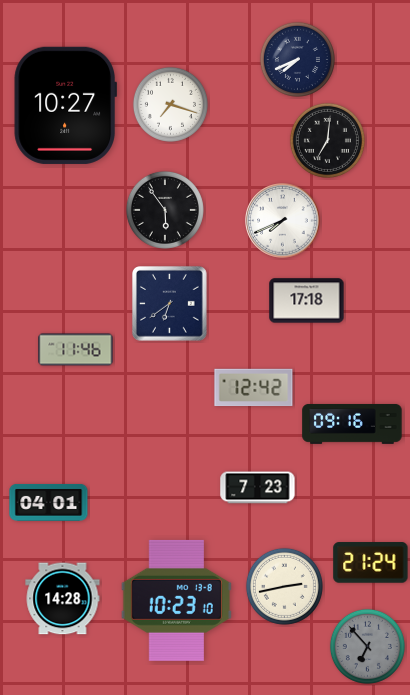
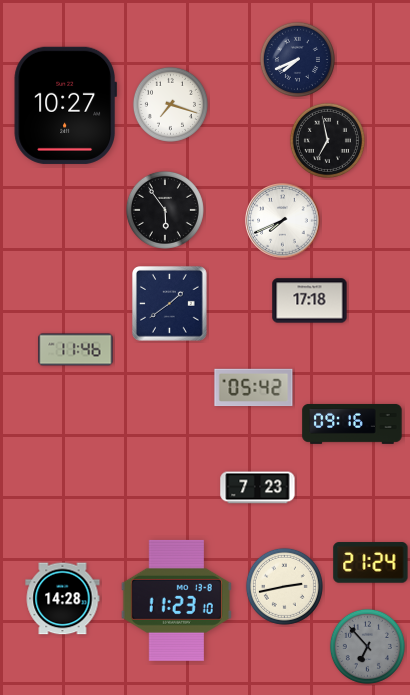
clock at (327, 140): 7:01 -> 6:58
clock at (307, 301) position: (307, 301) -> (310, 301)
clock at (170, 304): 6:39 -> 1:39
clock at (254, 388): 12:42 -> 05:42
clock at (49, 502): 04:01 -> none
clock at (176, 600): 10:23 -> 11:23
